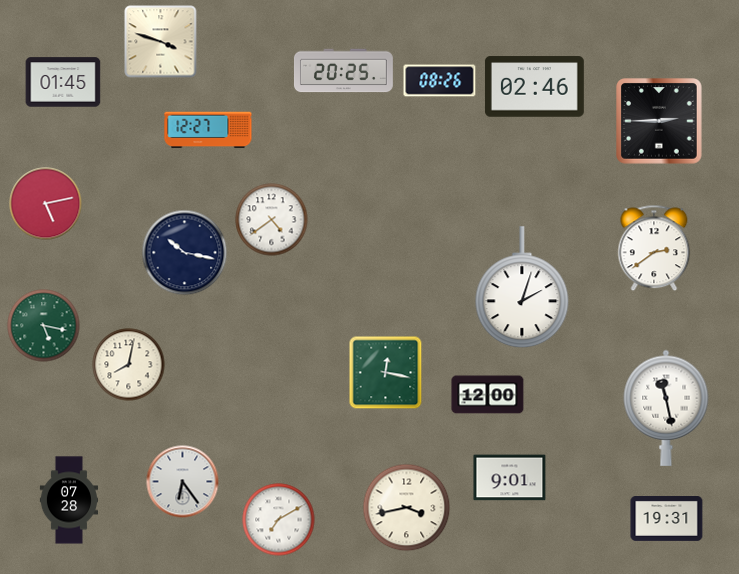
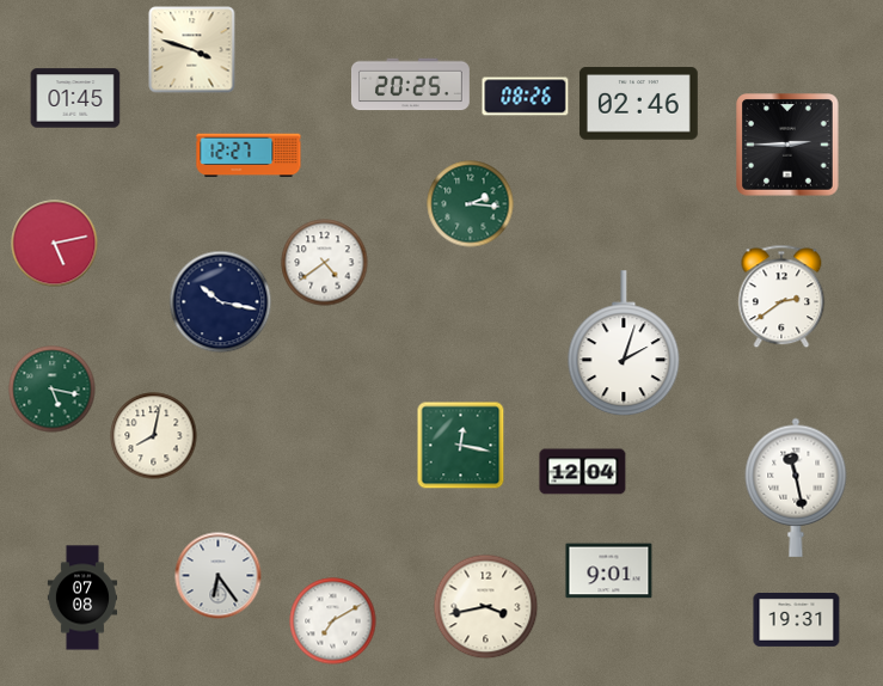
clock at (471, 204): none -> 2:16
clock at (488, 395): 12:00 -> 12:04
clock at (68, 500): 07:28 -> 07:08
